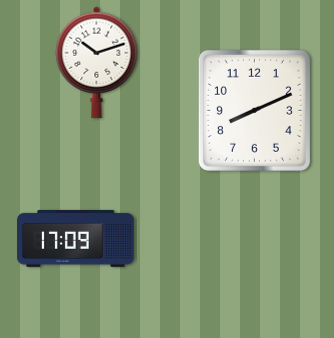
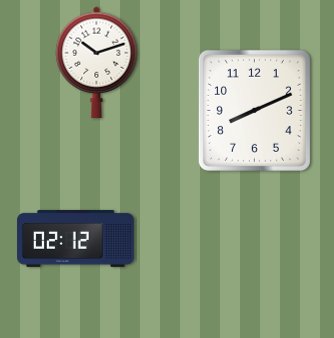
clock at (76, 238): 17:09 -> 02:12
